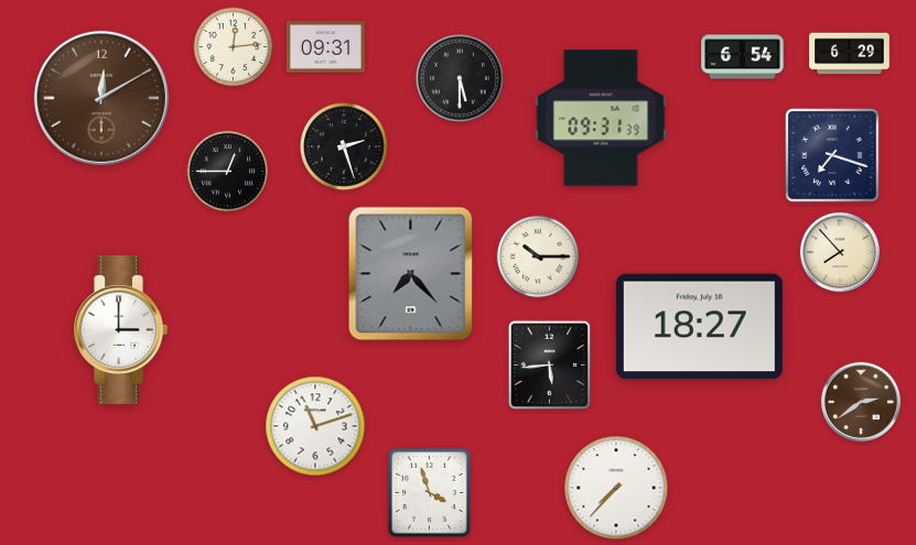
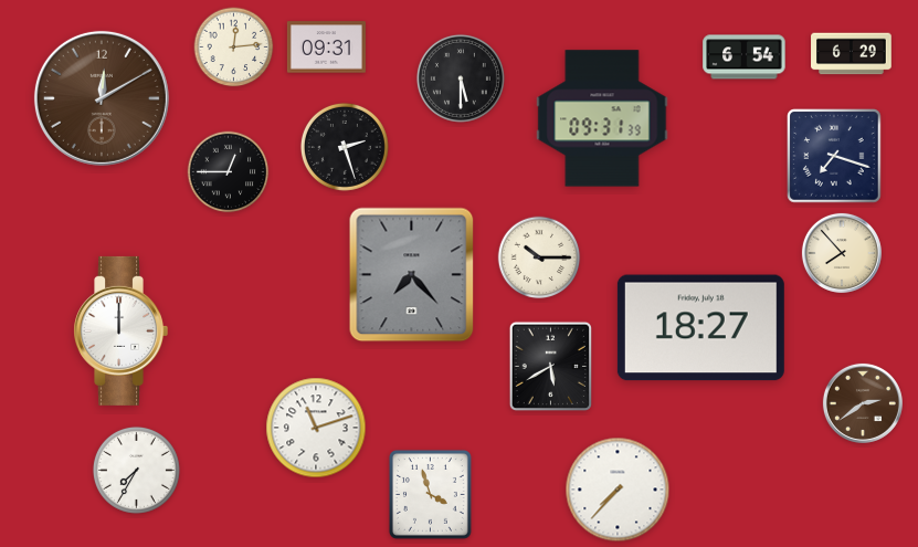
clock at (120, 329): 3:00 -> 12:00
clock at (549, 364): 5:44 -> 5:40
clock at (136, 470): none -> 7:35
